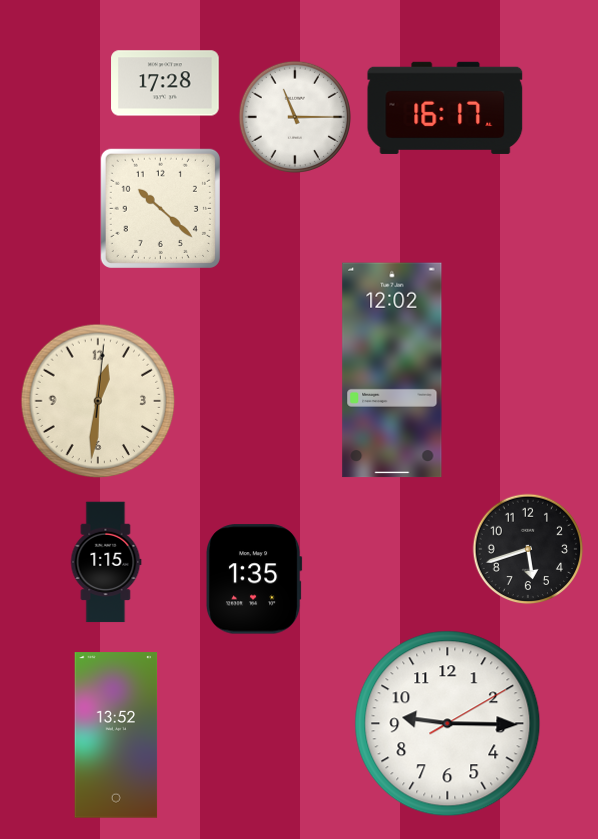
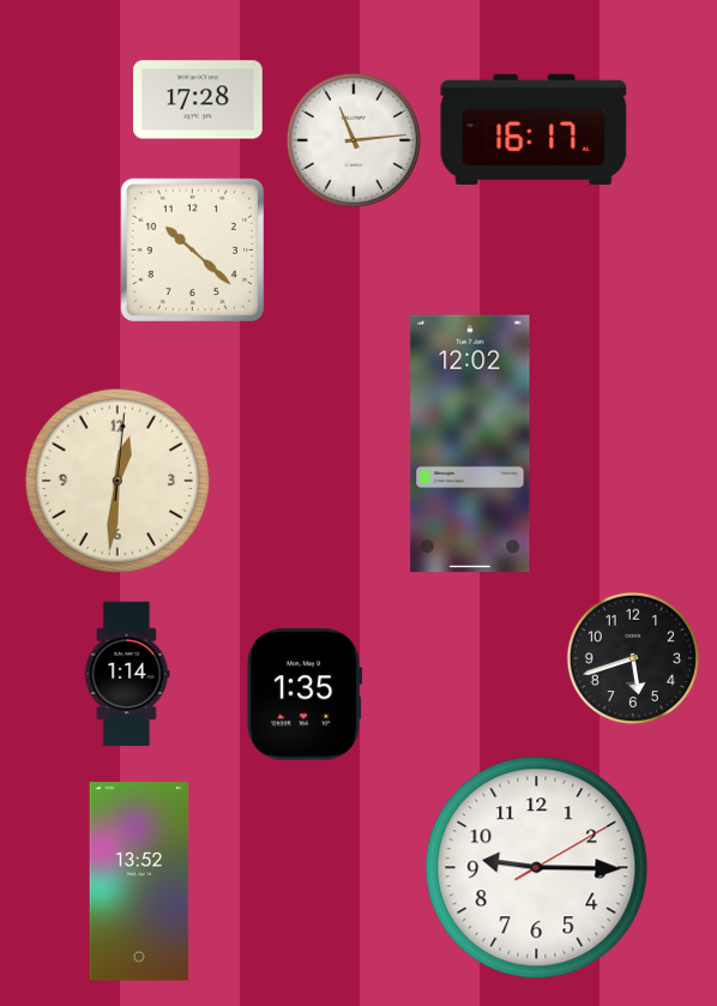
clock at (294, 116): 11:15 -> 11:14
clock at (106, 562): 1:15 -> 1:14
